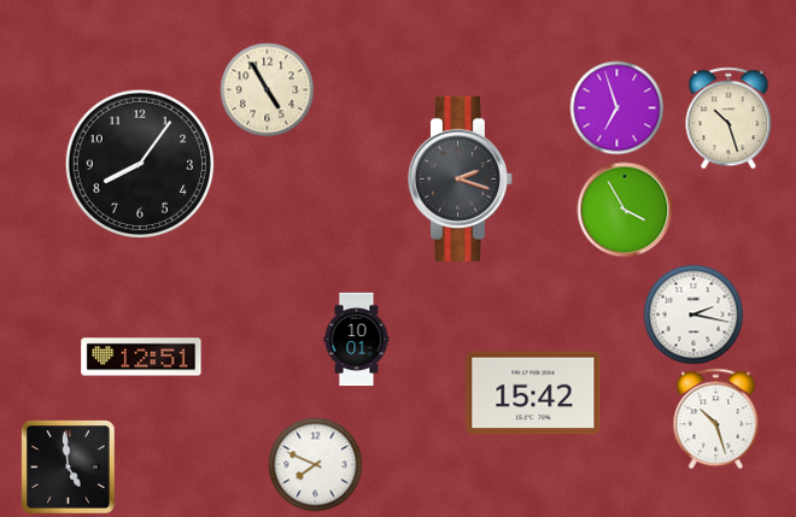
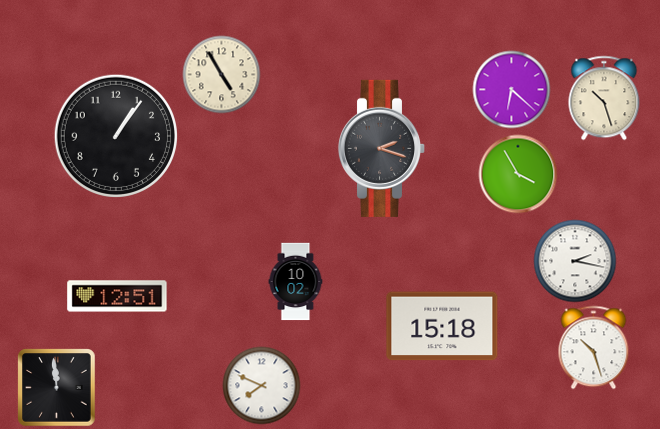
clock at (616, 107): 6:57 -> 6:22
clock at (139, 163): 8:06 -> 1:06
clock at (357, 339): 10:01 -> 10:02
clock at (533, 393): 15:42 -> 15:18
clock at (68, 466): 4:59 -> 11:59
